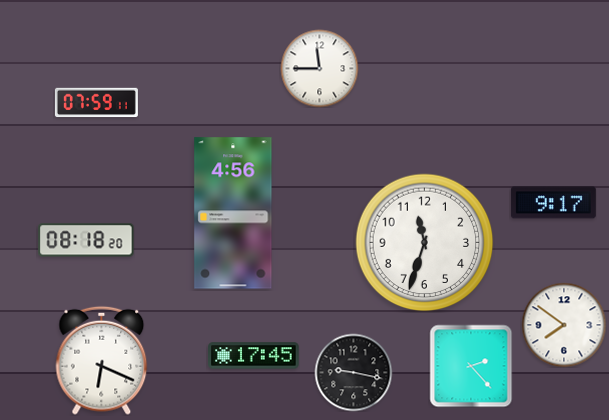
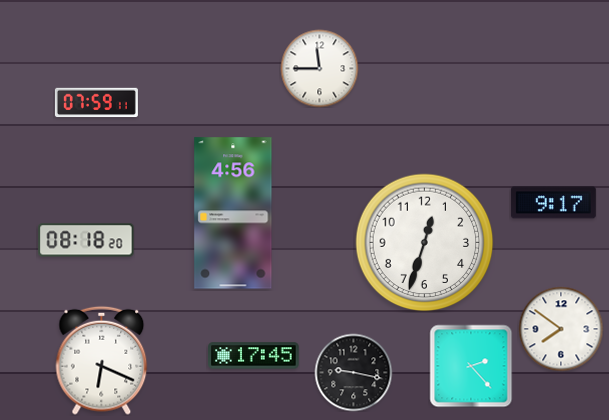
clock at (425, 243): 11:33 -> 12:33
clock at (564, 325) position: (564, 325) -> (561, 329)
